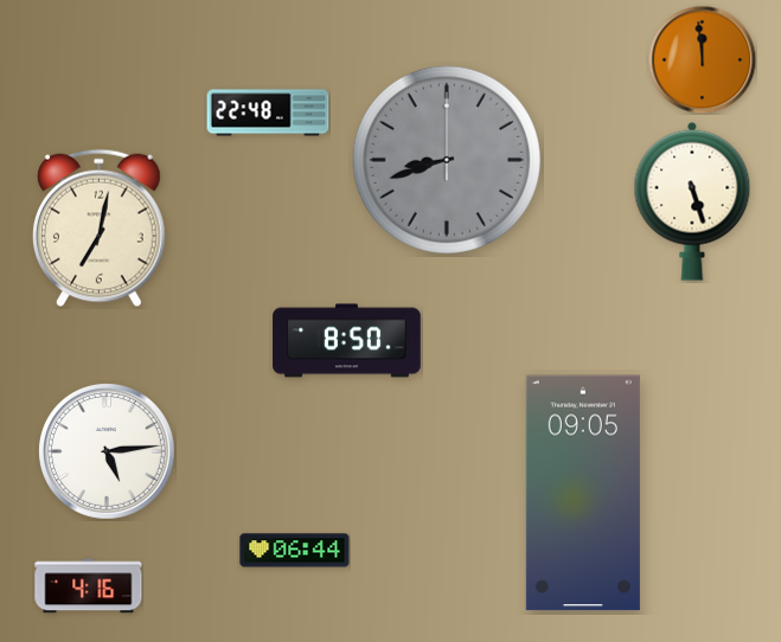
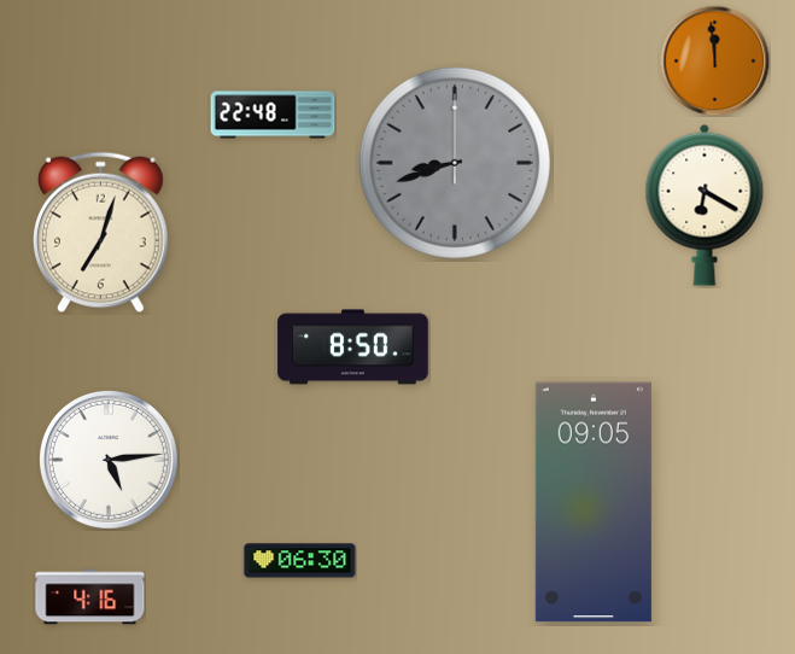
clock at (692, 201): 5:27 -> 6:20
clock at (98, 229): 7:02 -> 7:03
clock at (295, 551): 06:44 -> 06:30
